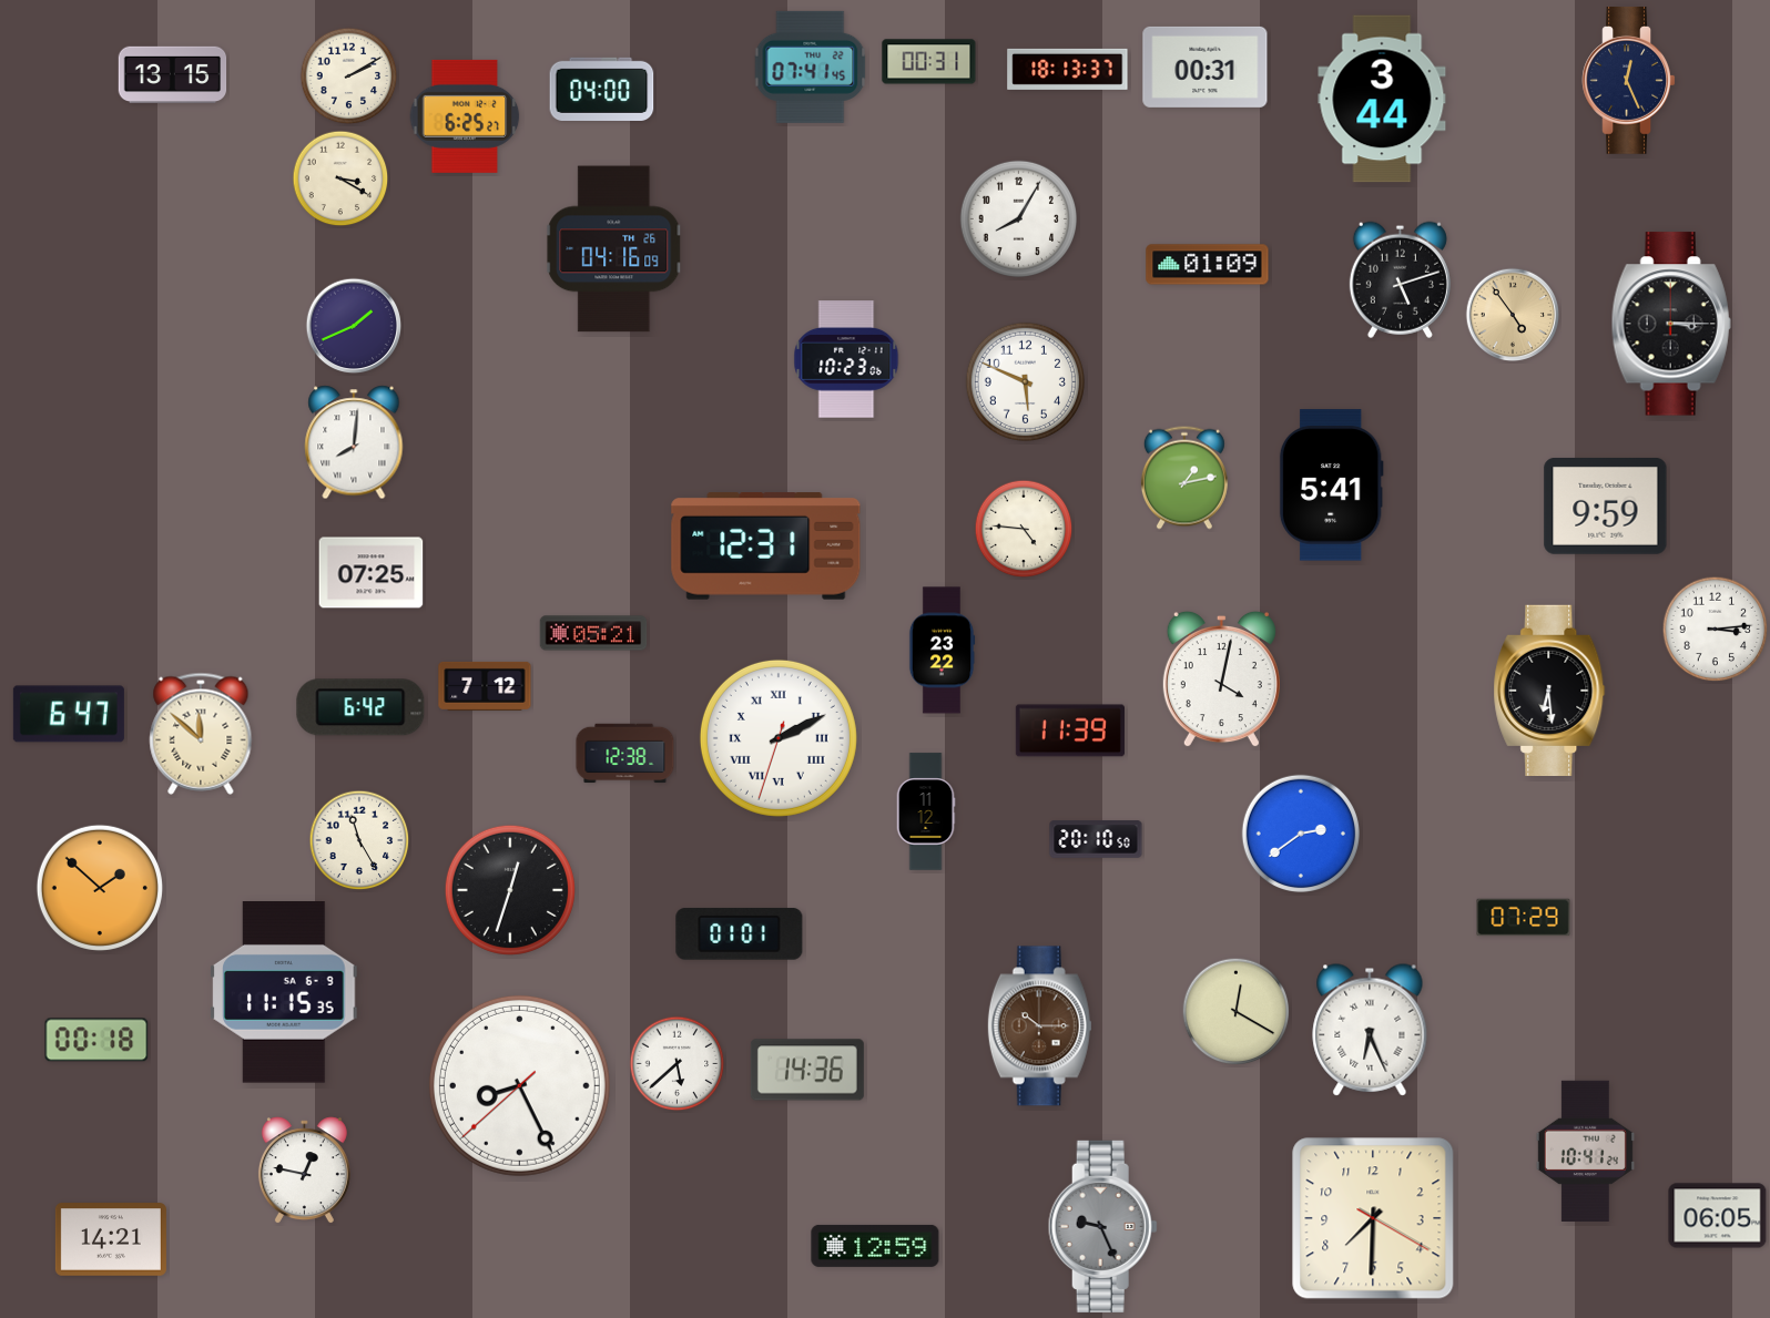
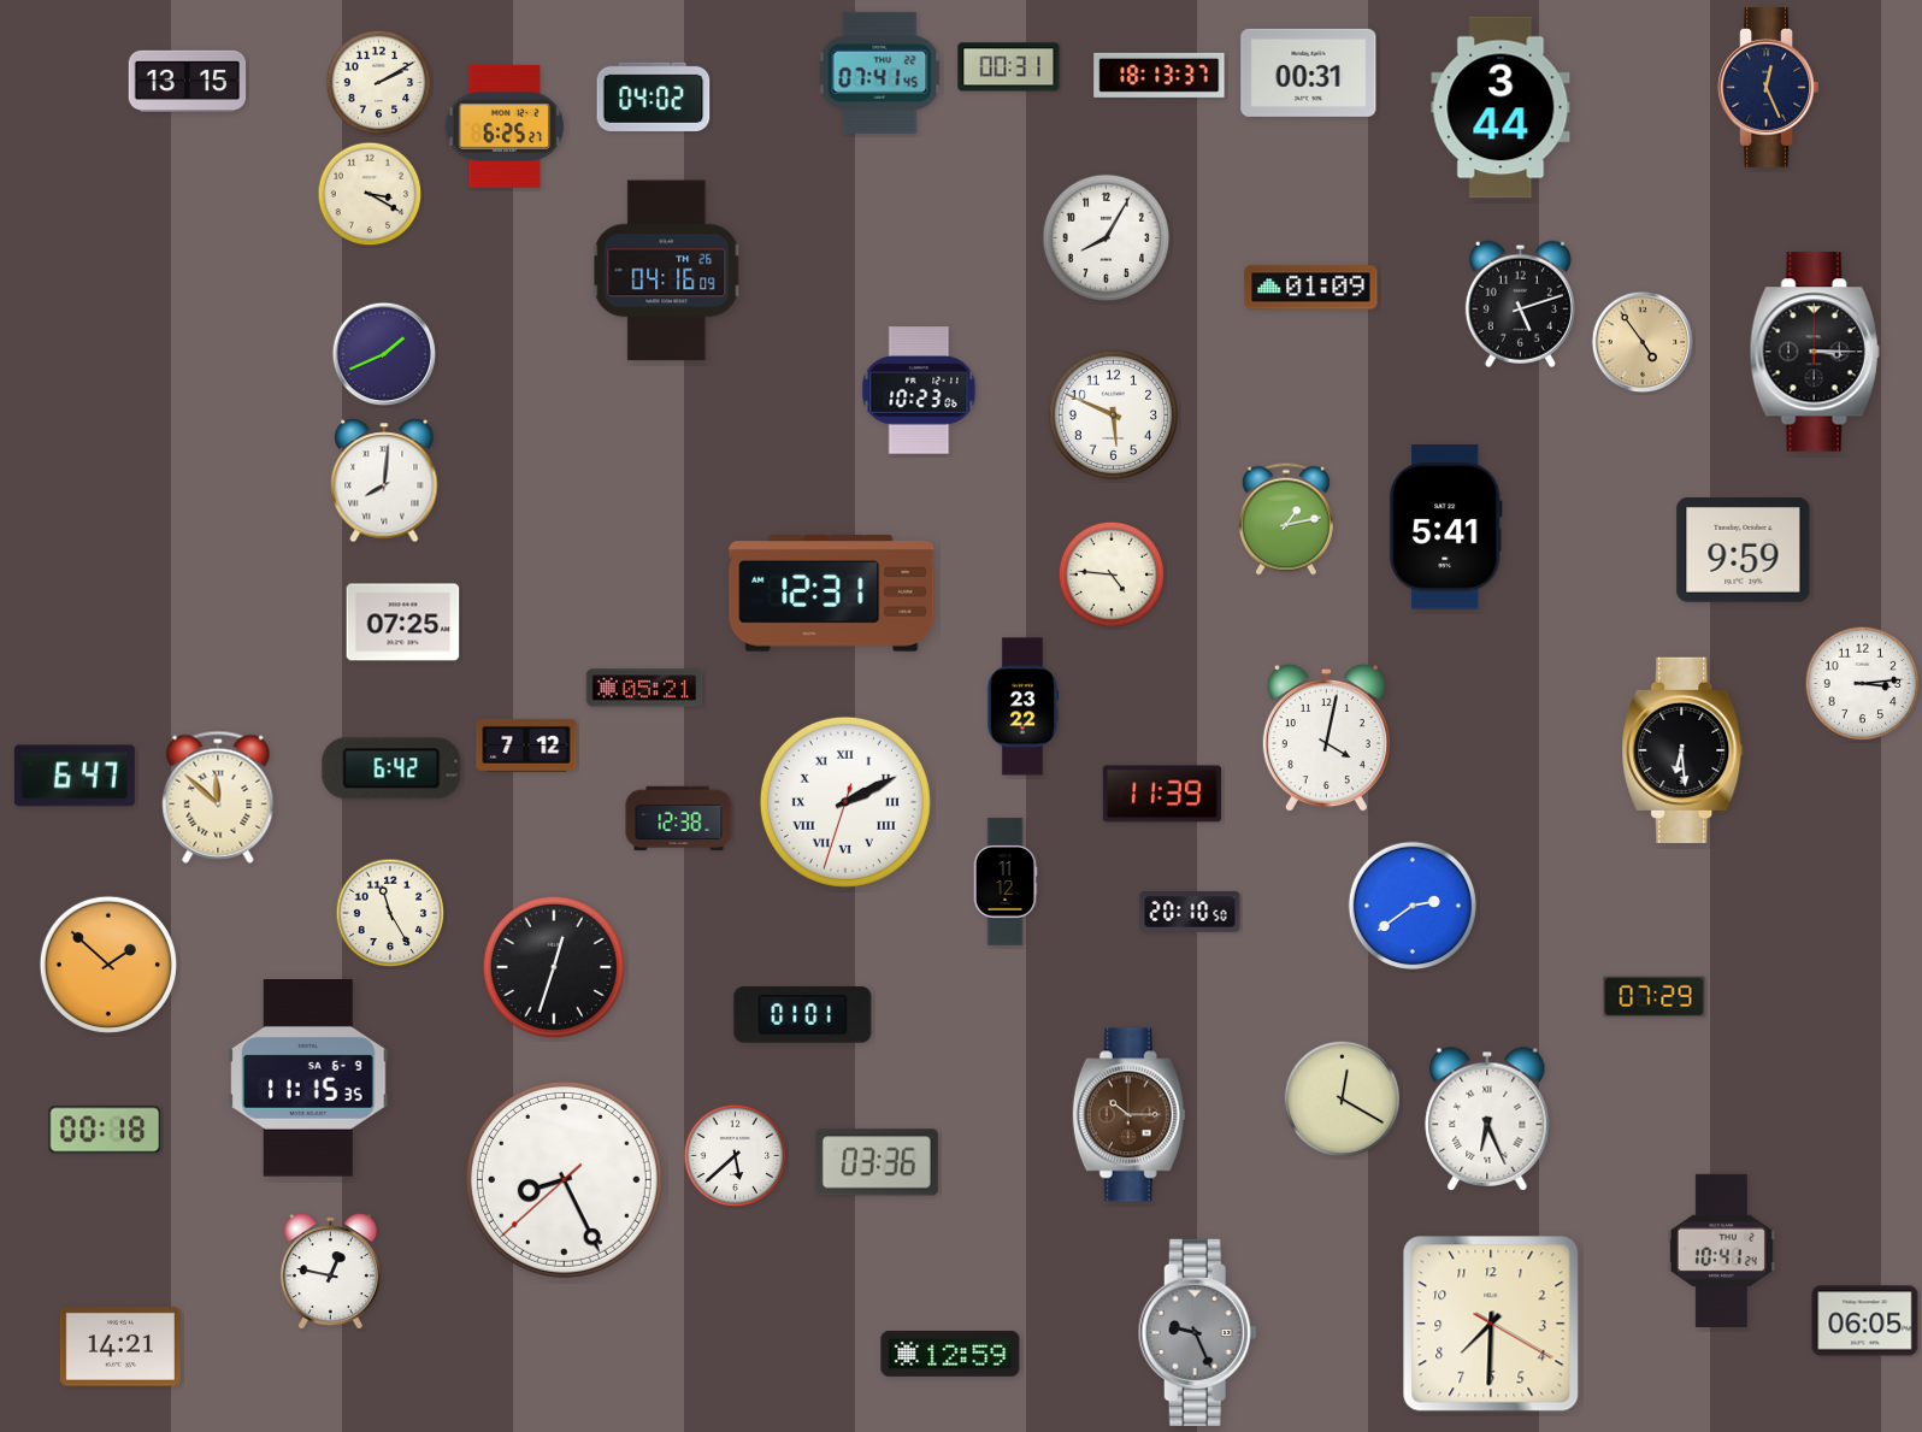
clock at (602, 89): 04:00 -> 04:02
clock at (807, 1070): 14:36 -> 03:36
